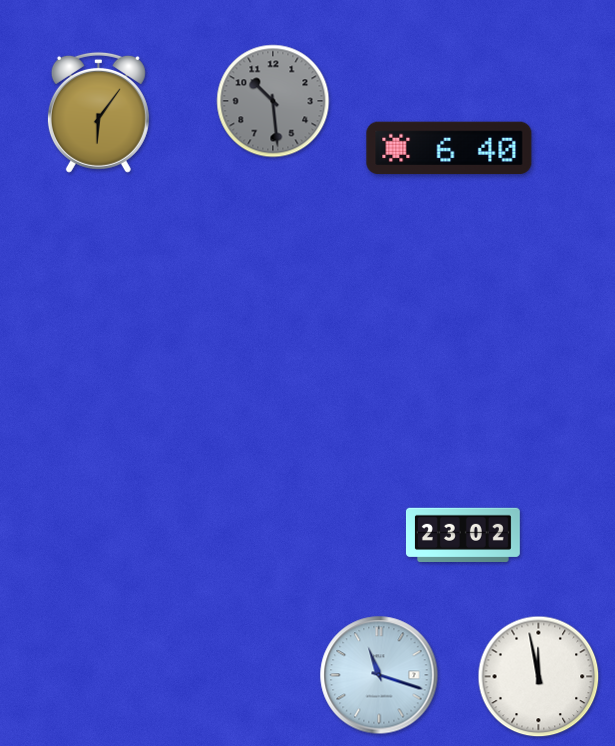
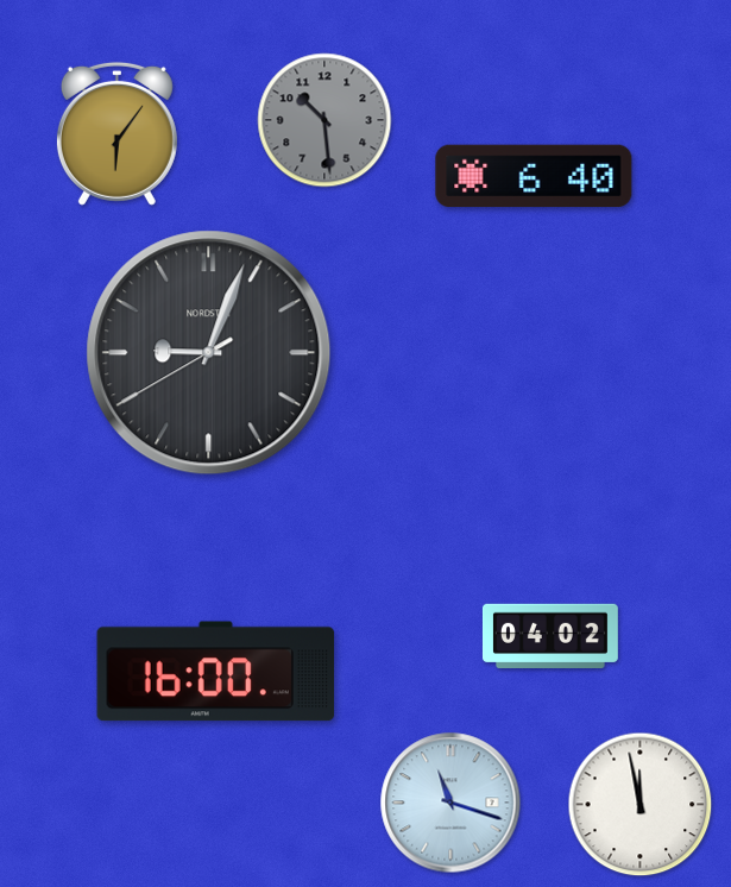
clock at (209, 353): none -> 9:03
clock at (463, 534): 23:02 -> 04:02
clock at (216, 672): none -> 16:00
